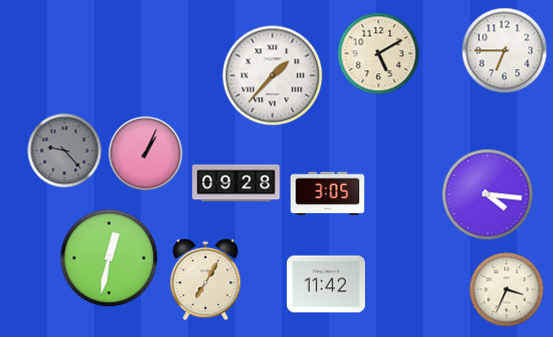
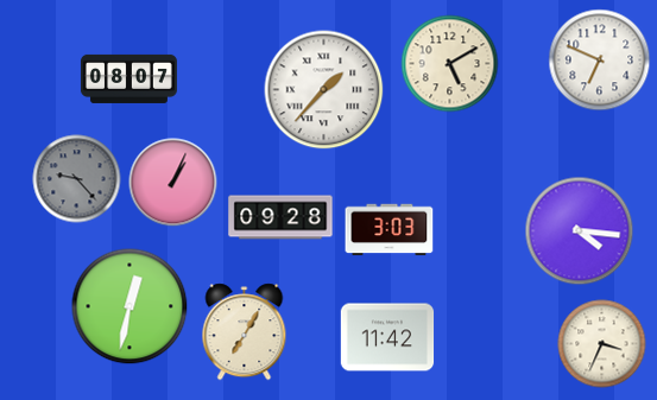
clock at (505, 51): 6:45 -> 6:49
clock at (128, 78): none -> 08:07
clock at (328, 194): 3:05 -> 3:03
